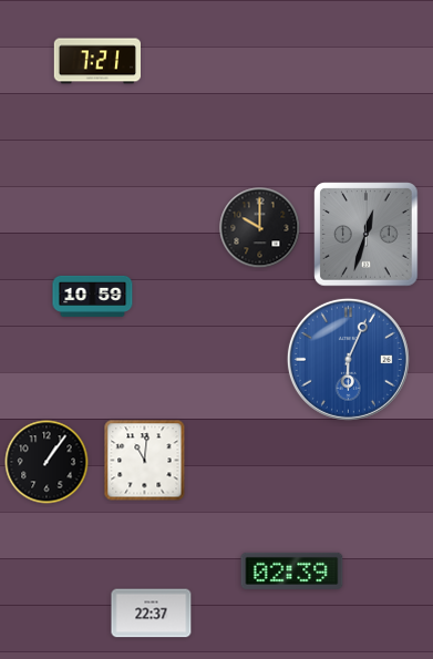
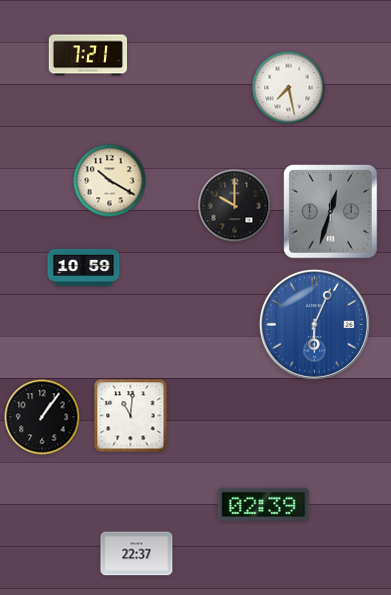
clock at (289, 88): none -> 7:28
clock at (110, 181): none -> 10:20
clock at (292, 570) position: (292, 570) -> (264, 504)
